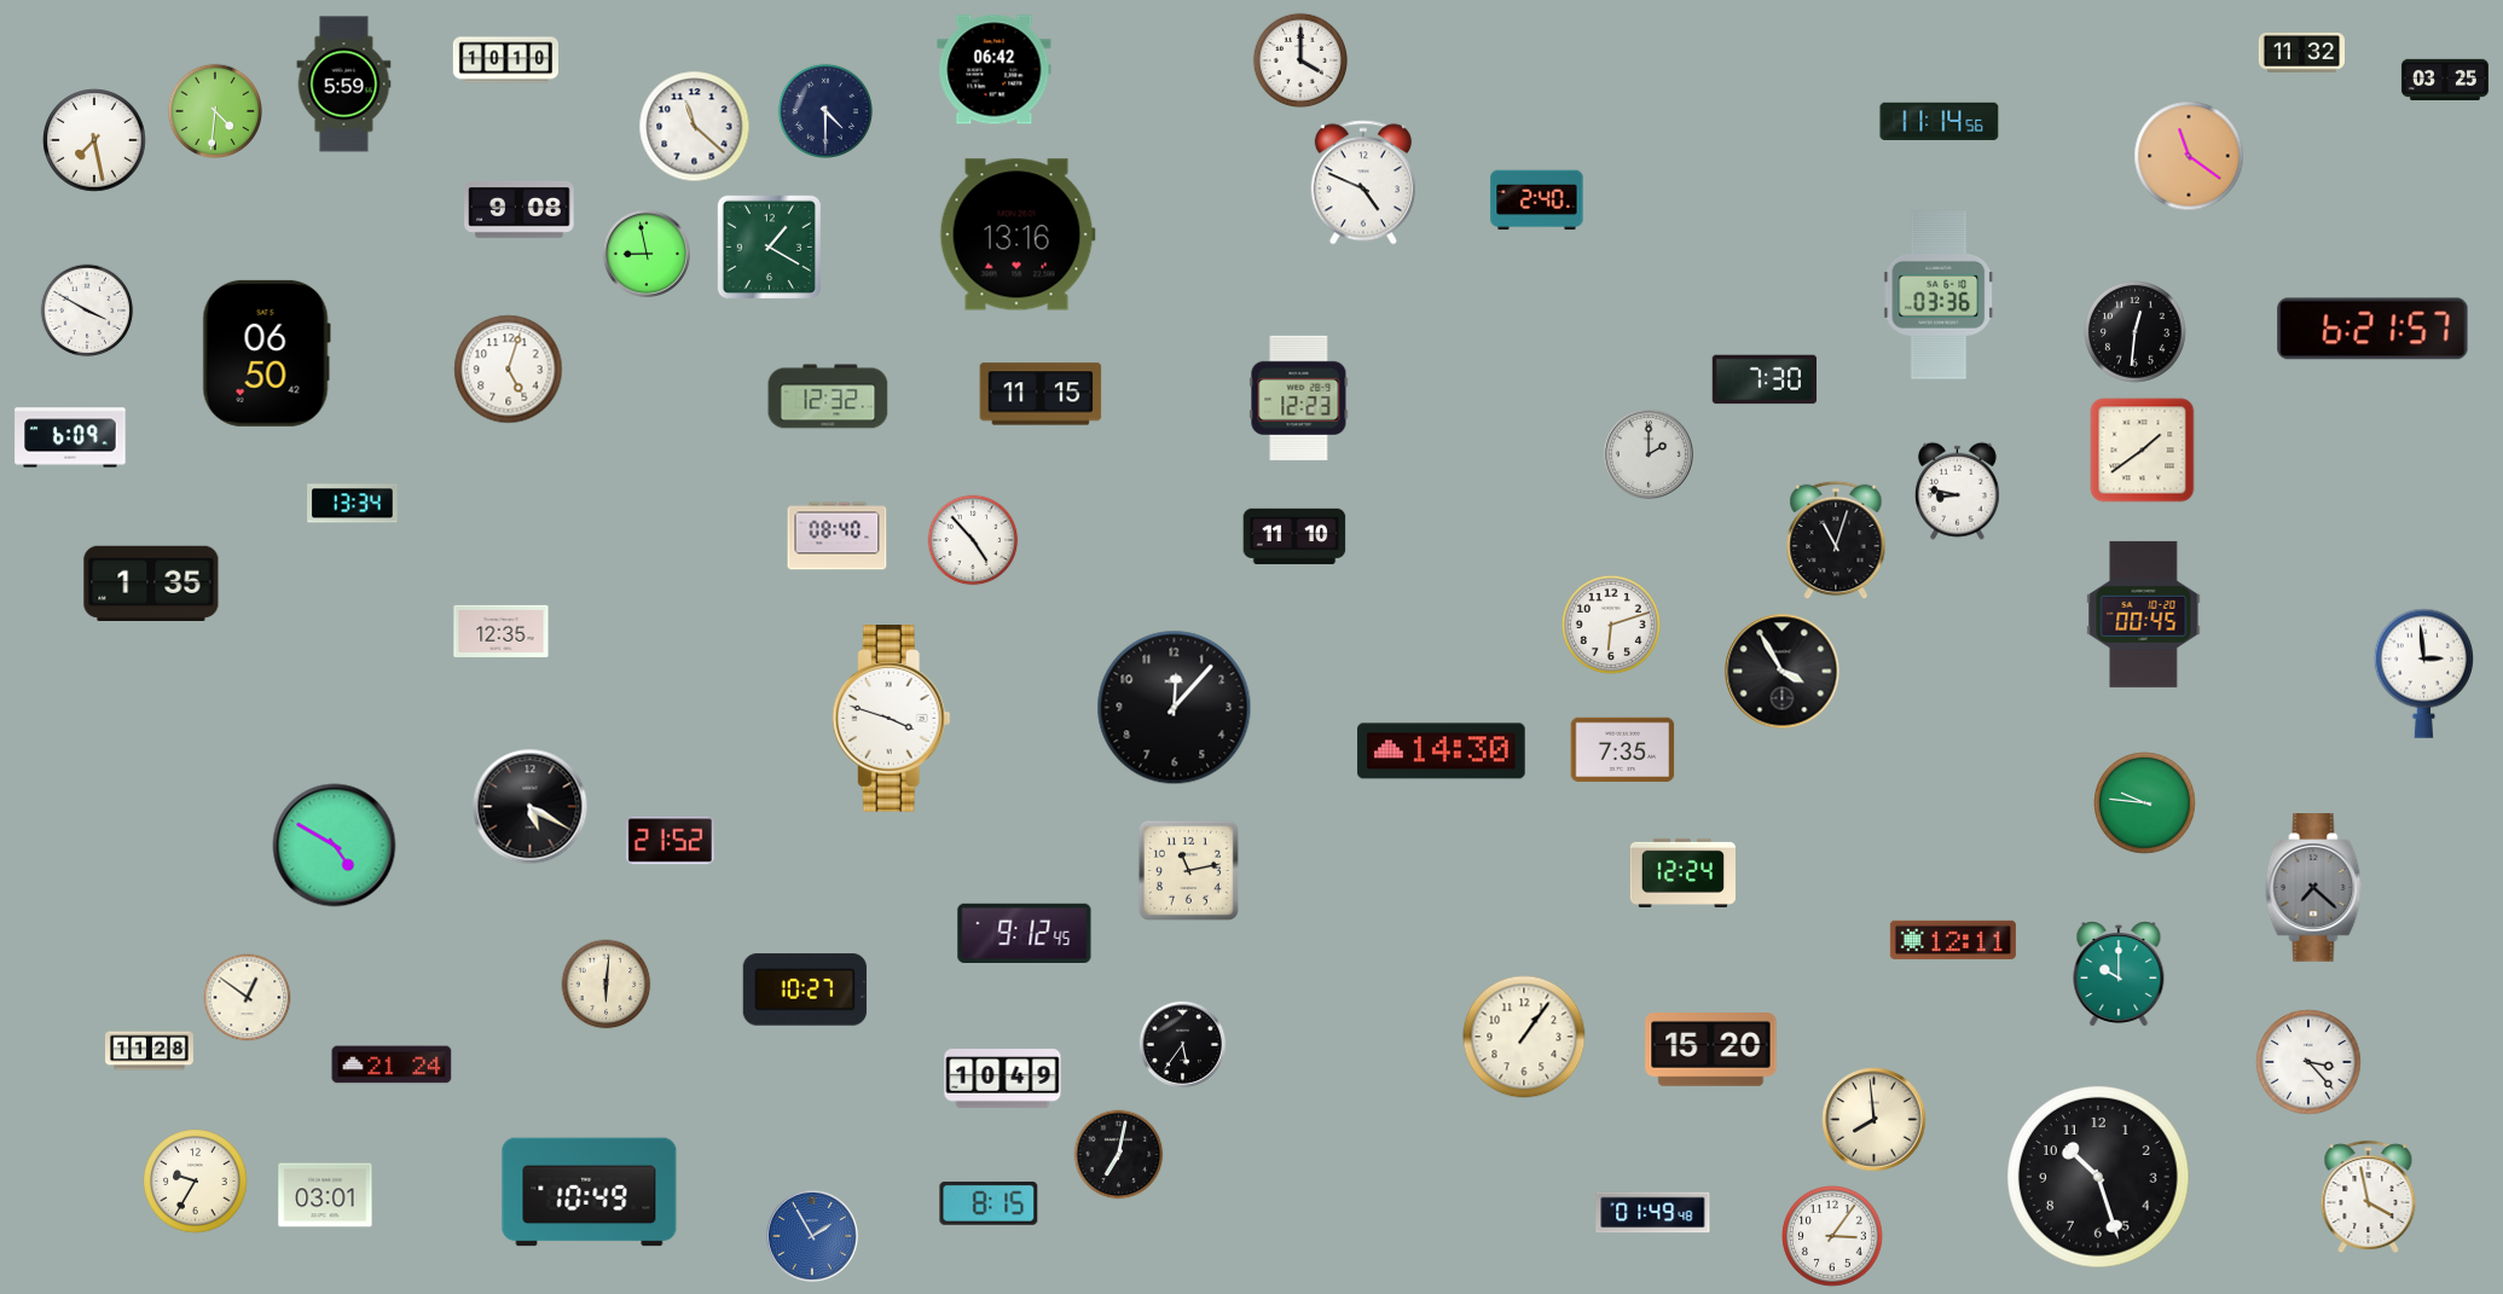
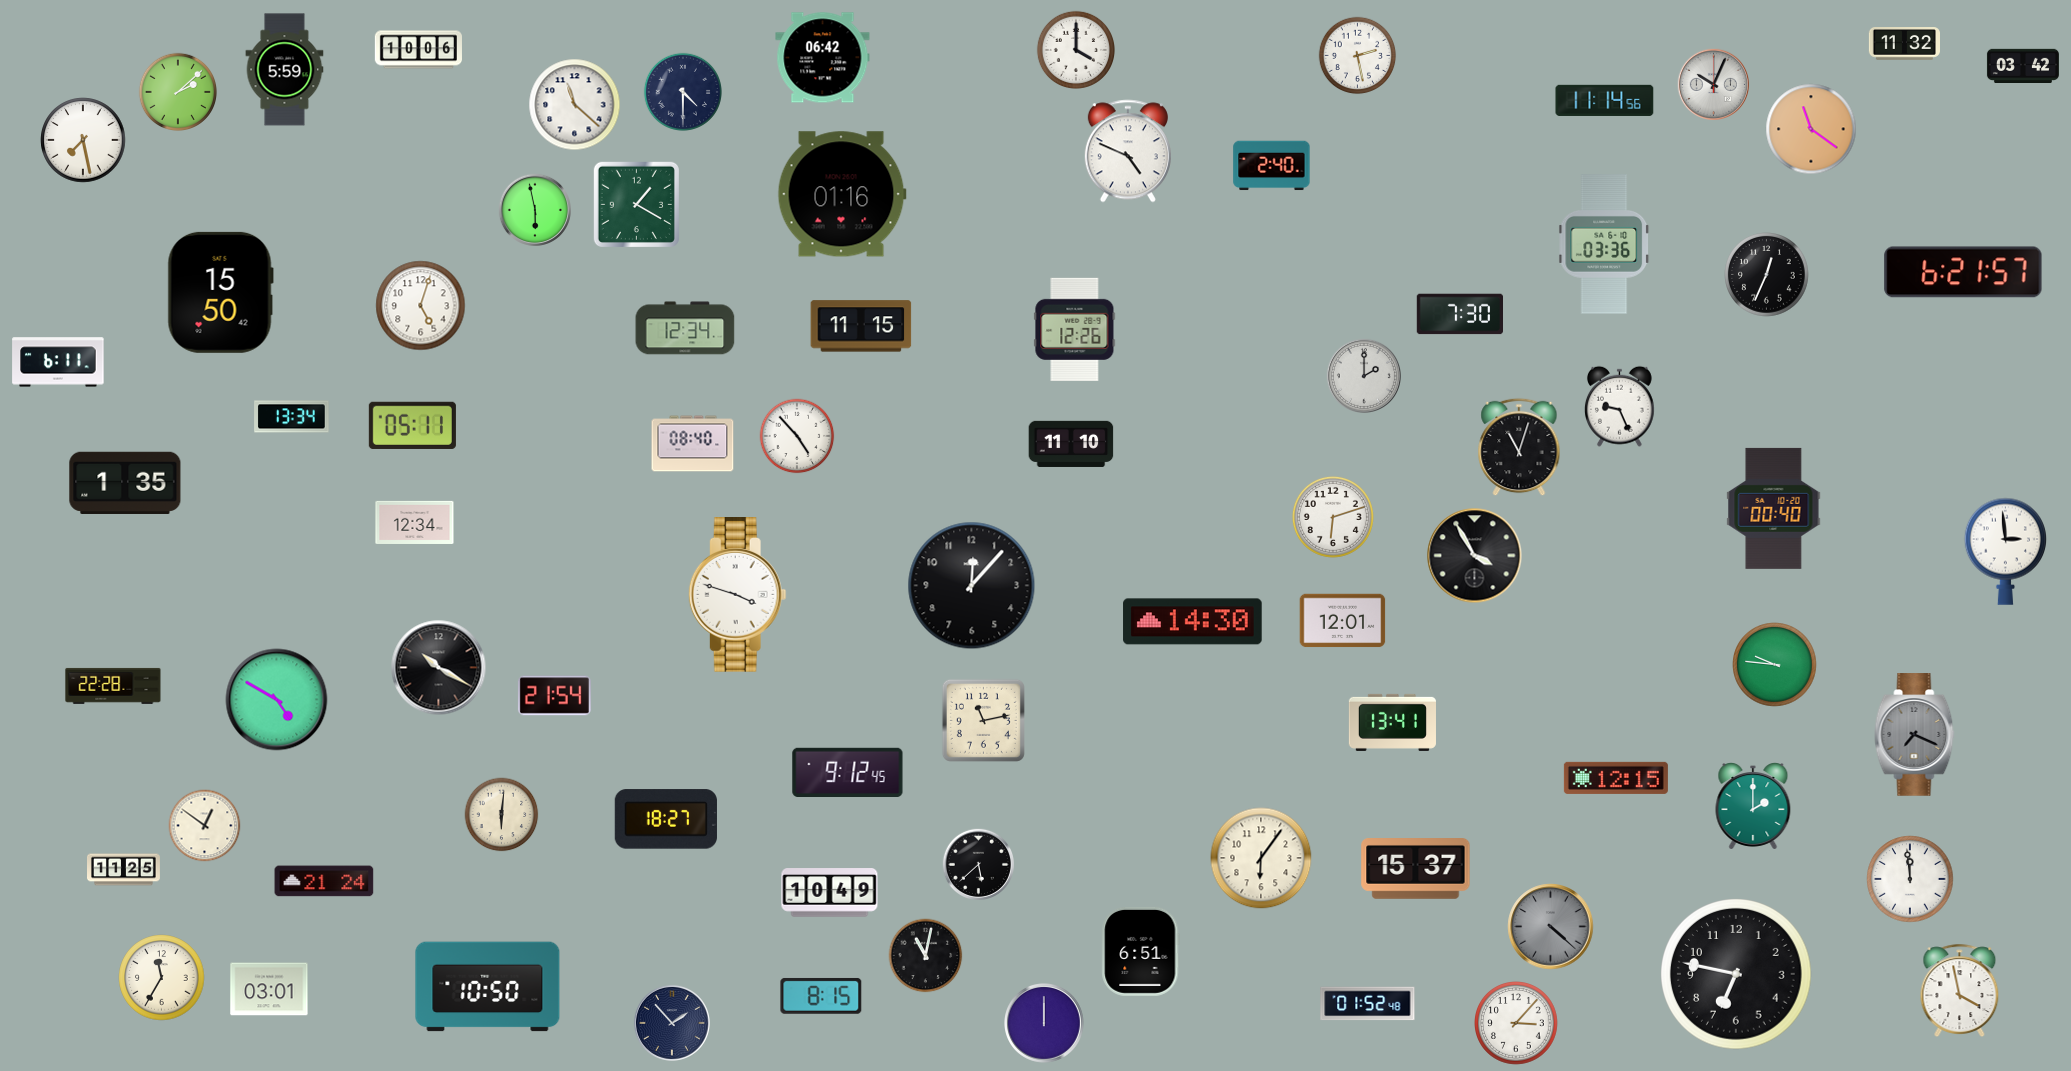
clock at (505, 60): 10:10 -> 10:06
clock at (1358, 56): none -> 2:28
clock at (2445, 80): 03:25 -> 03:42
clock at (1713, 84): none -> 10:04
clock at (214, 110): 4:31 -> 2:08
clock at (94, 140) position: (94, 140) -> (83, 140)
clock at (520, 209): 9:08 -> none
clock at (1018, 234): 13:16 -> 01:16
clock at (647, 254): 8:58 -> 5:58
clock at (87, 311): 3:50 -> none
clock at (2136, 332): 12:31 -> 12:34
clock at (266, 353): 06:50 -> 15:50
clock at (828, 396): 12:32 -> 12:34
clock at (1299, 398): 12:23 -> 12:26
clock at (70, 437): 6:09 -> 6:11
clock at (2143, 451): 1:39 -> none
clock at (1957, 491): 8:47 -> 9:26
clock at (412, 425): none -> 05:11
clock at (973, 540) position: (973, 540) -> (797, 436)
clock at (2144, 614): 00:45 -> 00:40
clock at (502, 631): 12:35 -> 12:34
clock at (2423, 673) position: (2423, 673) -> (2005, 551)
clock at (1623, 750): 7:35 -> 12:01
clock at (531, 807): 5:20 -> 10:20
clock at (113, 686): none -> 22:28
clock at (670, 841): 21:52 -> 21:54
clock at (1682, 872): 12:24 -> 13:41
clock at (2314, 888): 7:22 -> 7:19
clock at (1953, 940): 12:11 -> 12:15
clock at (2119, 975): 10:00 -> 2:00
clock at (805, 990): 10:27 -> 18:27
clock at (1524, 1037): 1:06 -> 6:06
clock at (1182, 1044): 5:36 -> 5:38
clock at (1711, 1050): 15:20 -> 15:37
clock at (150, 1051): 11:28 -> 11:25
clock at (2308, 1062): 3:23 -> 11:59
clock at (1875, 1120): 7:59 -> 4:22
clock at (1875, 1120) dial: cream -> grey
clock at (1141, 951): none -> 6:51
clock at (1119, 1155): 7:02 -> 11:02
clock at (2098, 1177): 10:27 -> 6:47
clock at (196, 1182): 9:35 -> 11:35
clock at (590, 1193): 10:49 -> 10:50
clock at (989, 1203) position: (989, 1203) -> (821, 996)
clock at (1653, 1213): 01:49 -> 01:52
clock at (812, 1236): 1:55 -> 1:53
clock at (812, 1236) dial: blue -> navy
clock at (1045, 1024): none -> 12:00
clock at (1833, 1237): 3:06 -> 3:07
